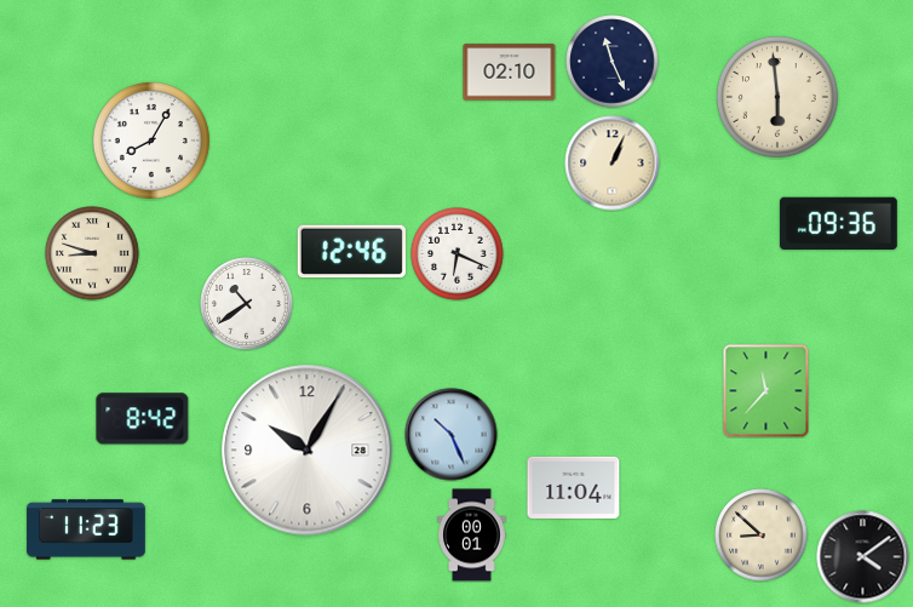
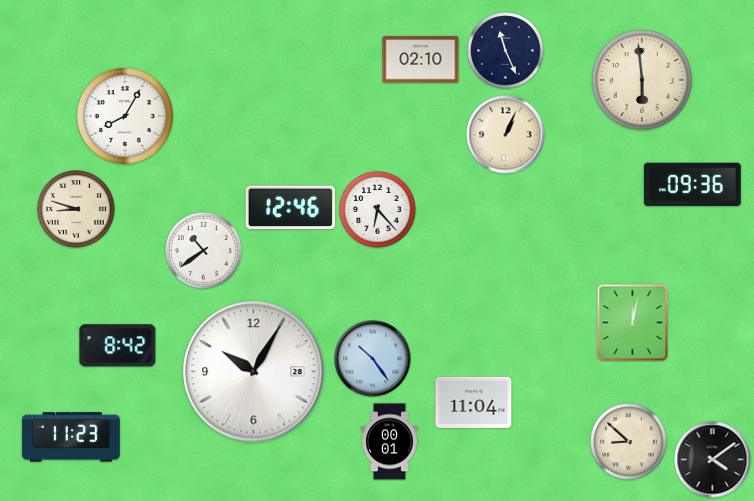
clock at (458, 254): 6:19 -> 6:23
clock at (766, 391): 11:37 -> 12:02
clock at (452, 435): 10:26 -> 10:24
